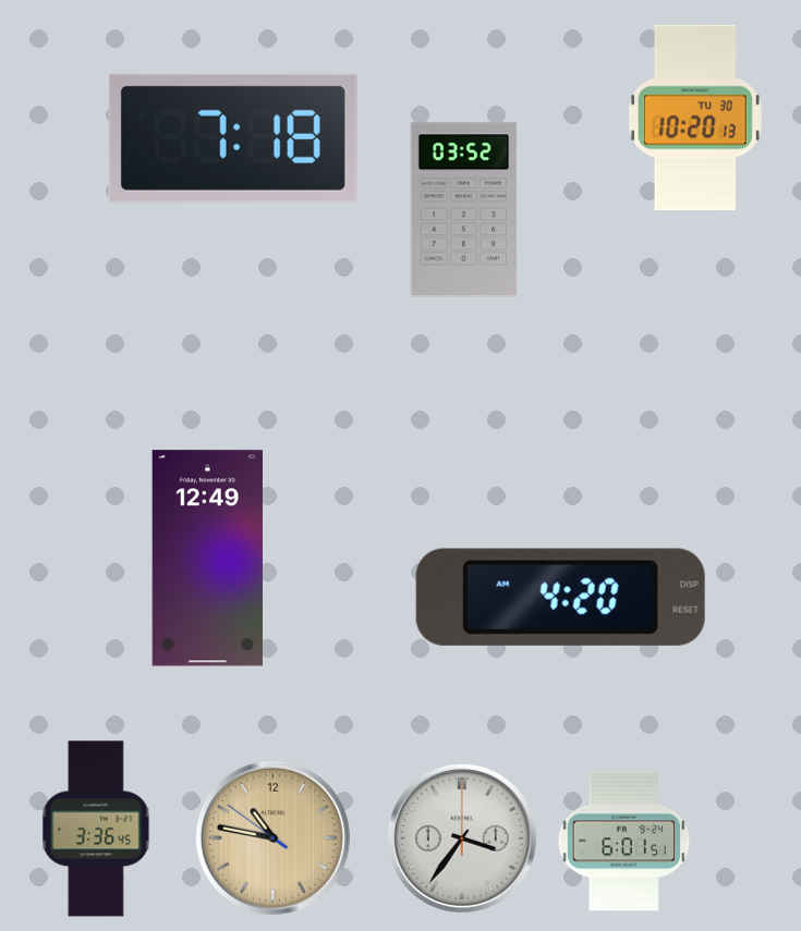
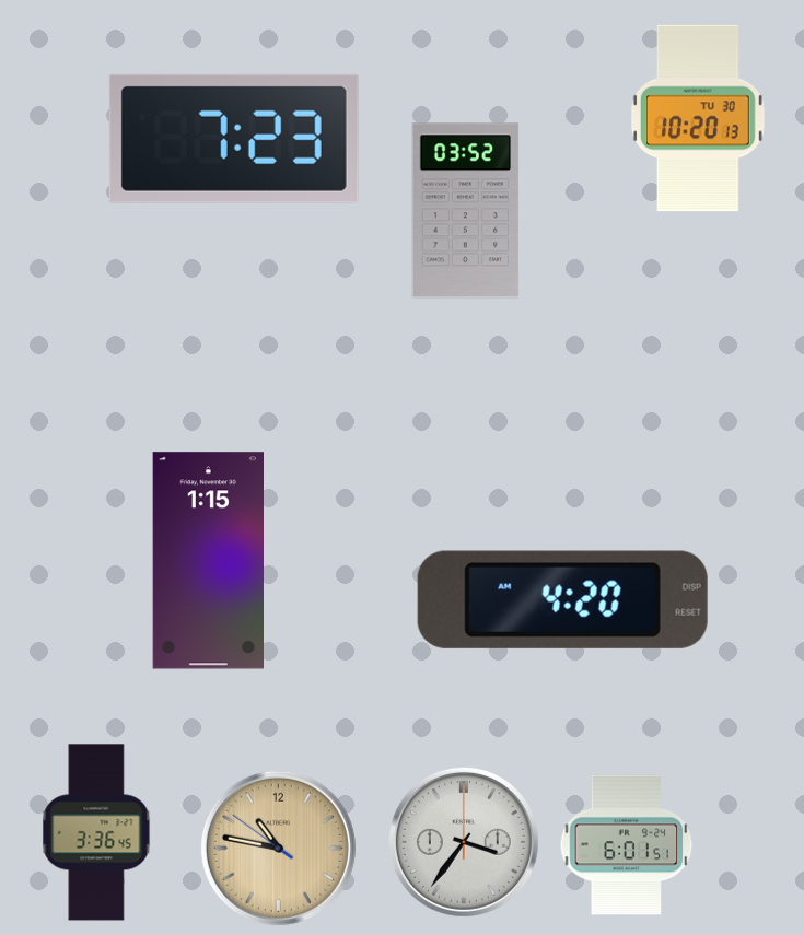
clock at (233, 138): 7:18 -> 7:23
clock at (207, 559): 12:49 -> 1:15
clock at (272, 837) position: (272, 837) -> (278, 848)
